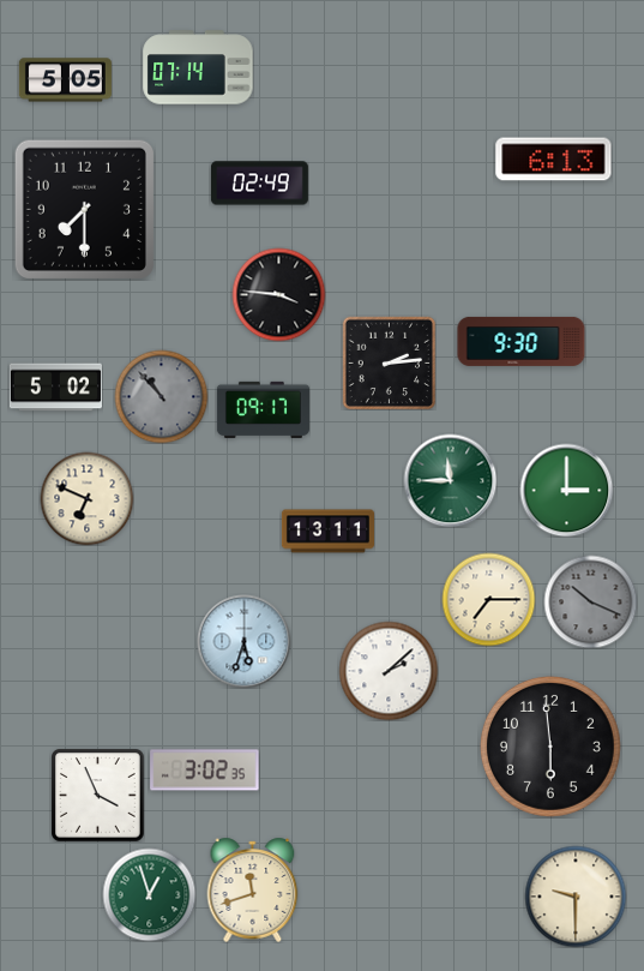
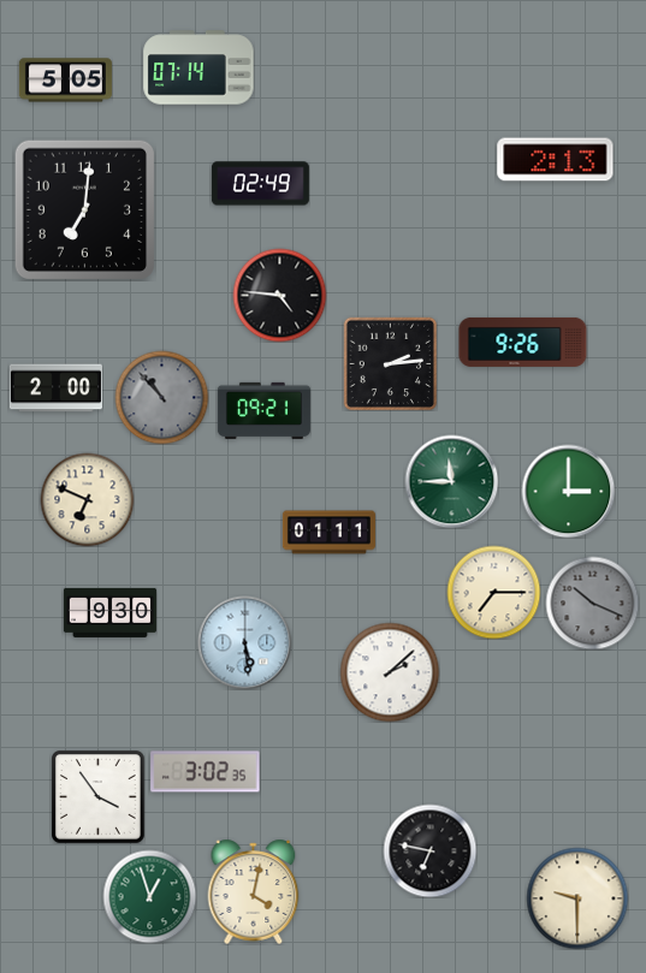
clock at (554, 160): 6:13 -> 2:13
clock at (84, 209): 7:30 -> 7:01
clock at (278, 294): 3:46 -> 4:46
clock at (522, 341): 9:30 -> 9:26
clock at (55, 388): 5:02 -> 2:00
clock at (263, 409): 09:17 -> 09:21
clock at (327, 532): 13:11 -> 01:11
clock at (488, 599) position: (488, 599) -> (493, 592)
clock at (109, 612): none -> 9:30
clock at (243, 641): 5:33 -> 5:29
clock at (550, 747): 5:59 -> none
clock at (98, 796): 3:56 -> 3:54
clock at (429, 850): none -> 6:47
clock at (253, 889): 11:42 -> 4:02
